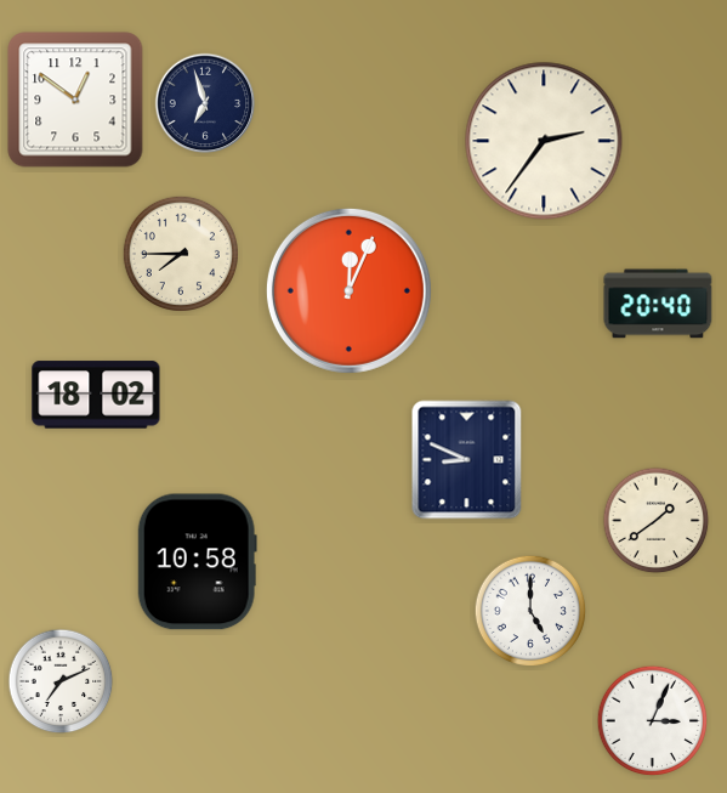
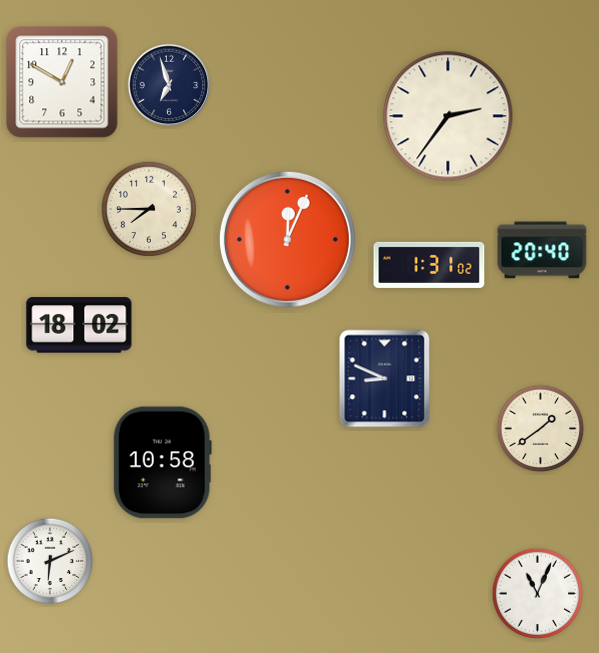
clock at (75, 100): 12:51 -> 12:50
clock at (429, 265): none -> 1:31
clock at (530, 611): 5:00 -> none
clock at (61, 681): 7:11 -> 6:11
clock at (653, 721): 3:04 -> 11:04
